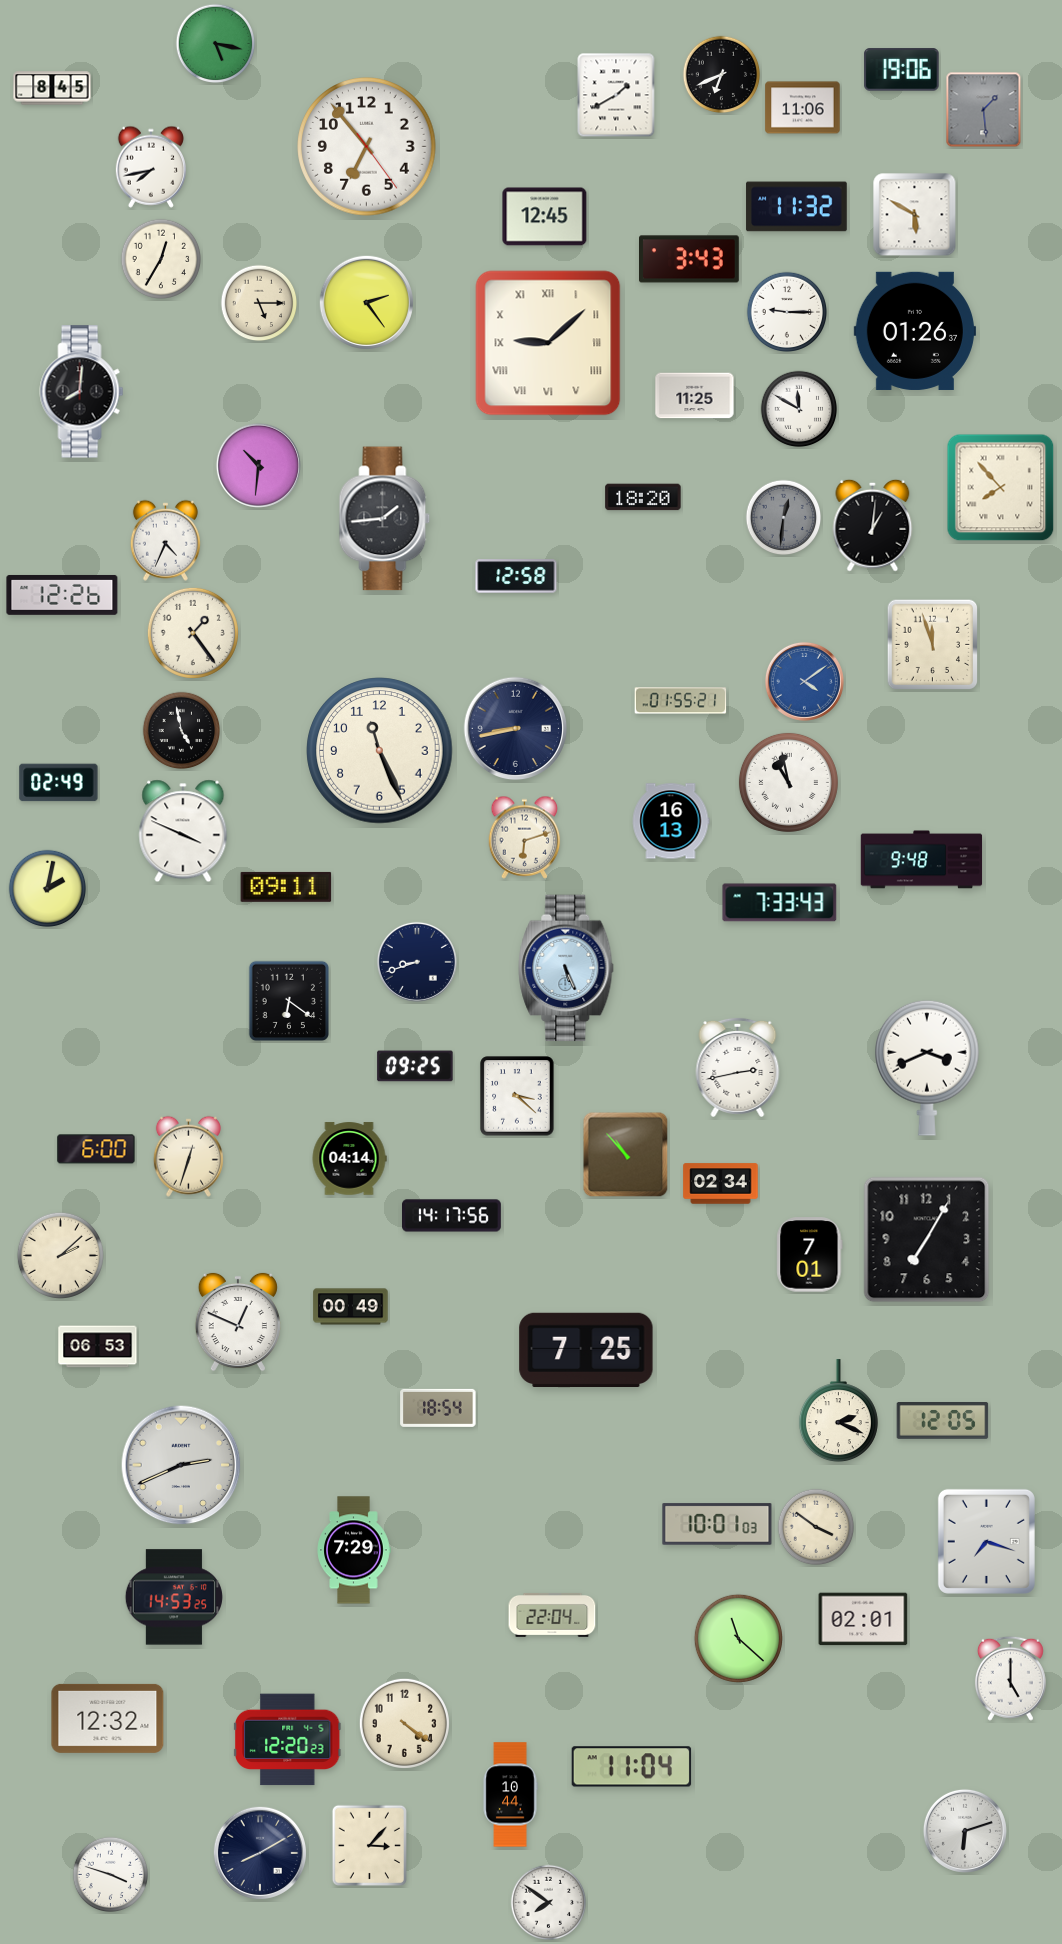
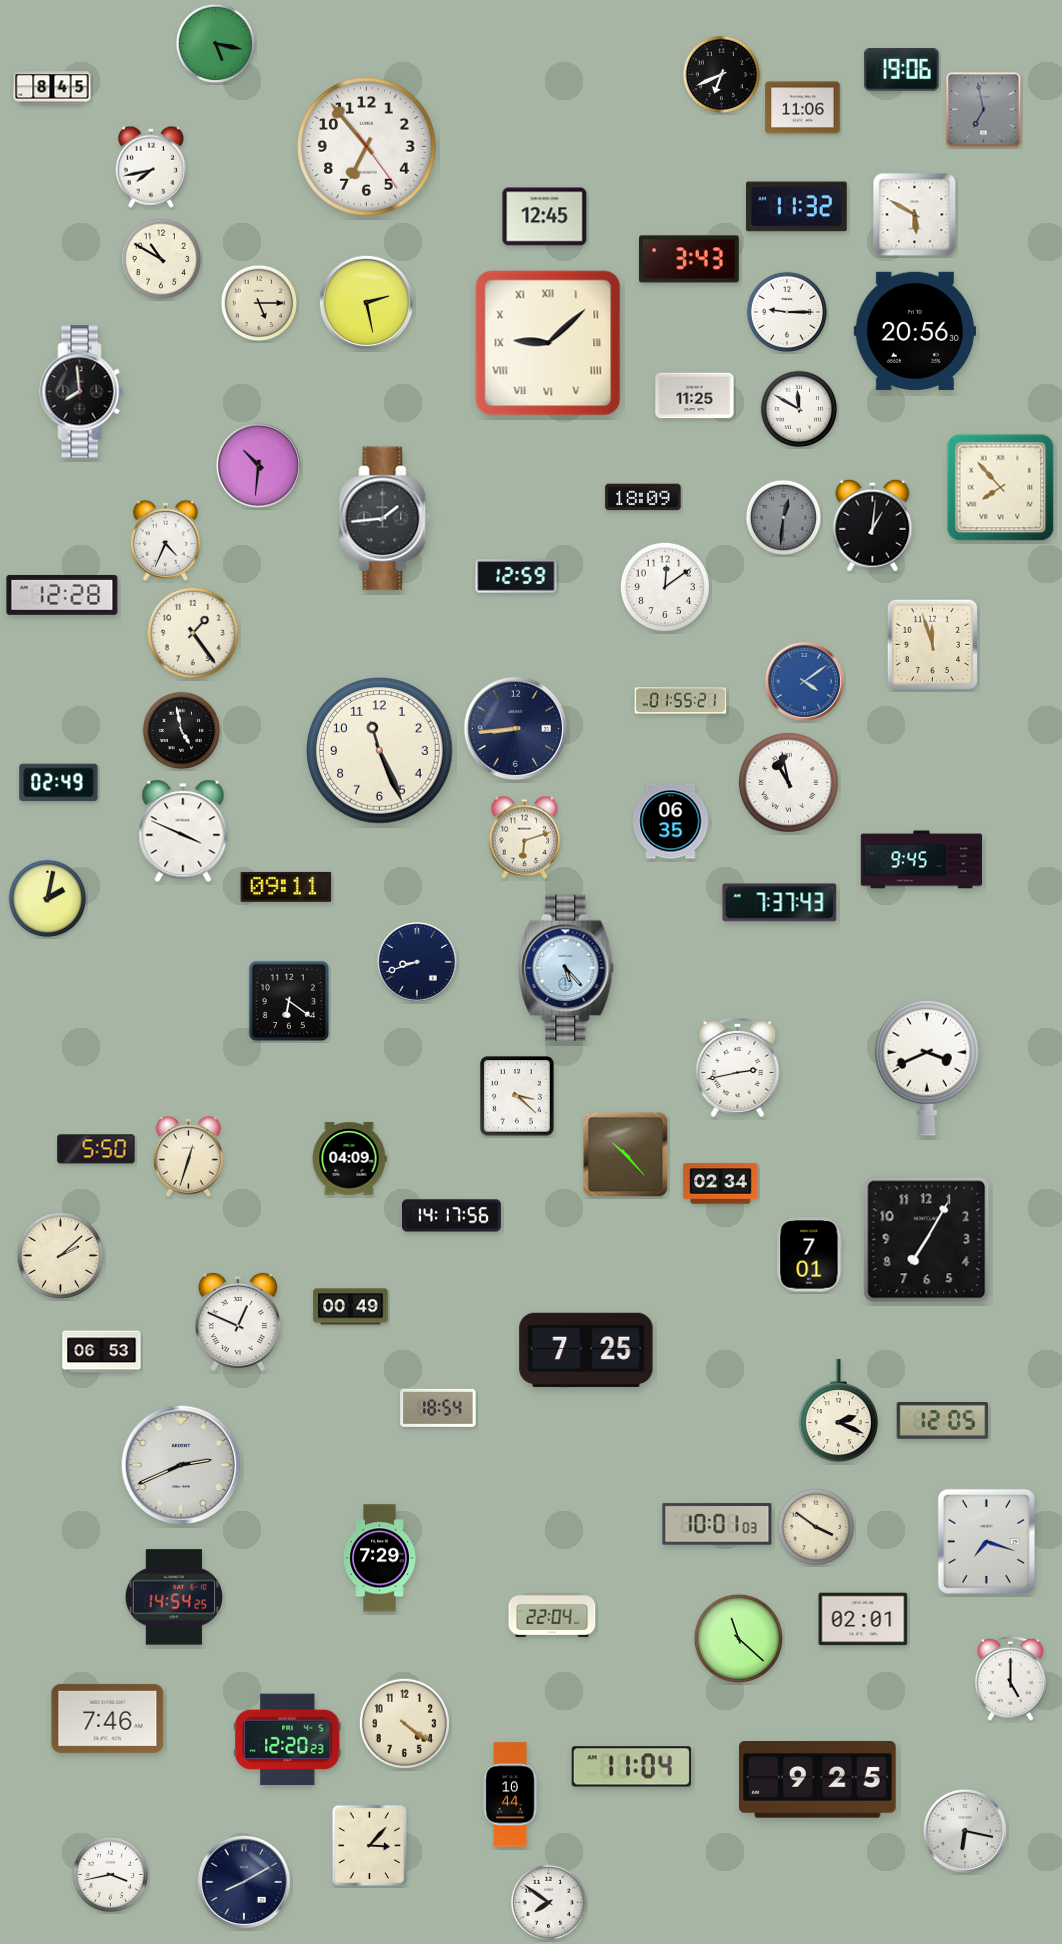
clock at (616, 95): 1:40 -> none
clock at (984, 110): 1:29 -> 6:58
clock at (161, 259): 12:35 -> 10:50
clock at (366, 302): 2:24 -> 2:28
clock at (915, 331): 01:26 -> 20:56
clock at (82, 392): 8:01 -> 7:59
clock at (643, 497): 18:20 -> 18:09
clock at (516, 576): 12:58 -> 12:59
clock at (665, 587): none -> 12:09
clock at (62, 595): 12:26 -> 12:28
clock at (516, 729): 8:43 -> 8:44
clock at (671, 821): 16:13 -> 06:35
clock at (922, 860): 9:48 -> 9:45
clock at (48, 889) position: (48, 889) -> (48, 899)
clock at (780, 903): 7:33 -> 7:37
clock at (566, 968): 5:26 -> 5:23
clock at (415, 1066): 09:25 -> none
clock at (96, 1149): 6:00 -> 5:50
clock at (626, 1155): 10:53 -> 10:23
clock at (349, 1159): 04:14 -> 04:09
clock at (98, 1347) position: (98, 1347) -> (102, 1352)
clock at (354, 1550) position: (354, 1550) -> (380, 1558)
clock at (174, 1597): 14:53 -> 14:54
clock at (108, 1718): 12:32 -> 7:46
clock at (818, 1780): none -> 9:25
clock at (965, 1831): 6:12 -> 6:17
clock at (260, 1853) position: (260, 1853) -> (244, 1882)
clock at (111, 1875): 3:48 -> 3:43
